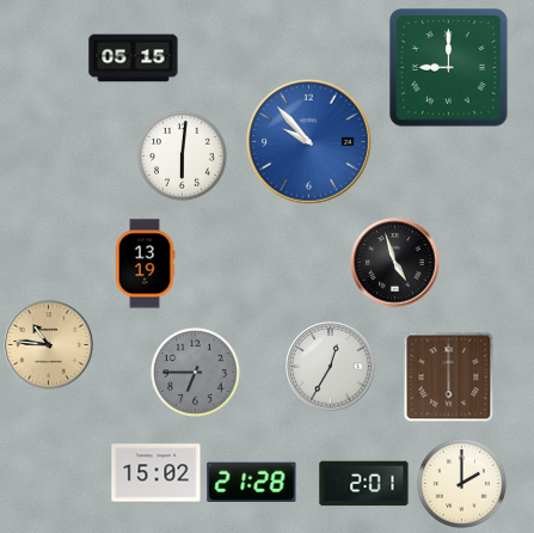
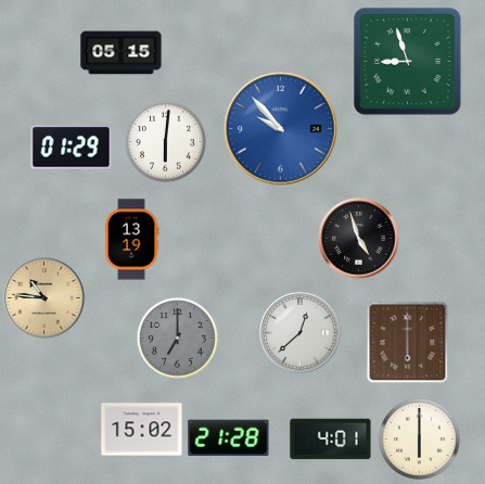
clock at (449, 68): 9:00 -> 8:57
clock at (72, 148): none -> 01:29
clock at (49, 345) position: (49, 345) -> (44, 298)
clock at (331, 367): 12:35 -> 12:38
clock at (195, 372): 6:45 -> 7:00
clock at (461, 483): 2:00 -> 6:00
clock at (364, 484): 2:01 -> 4:01
